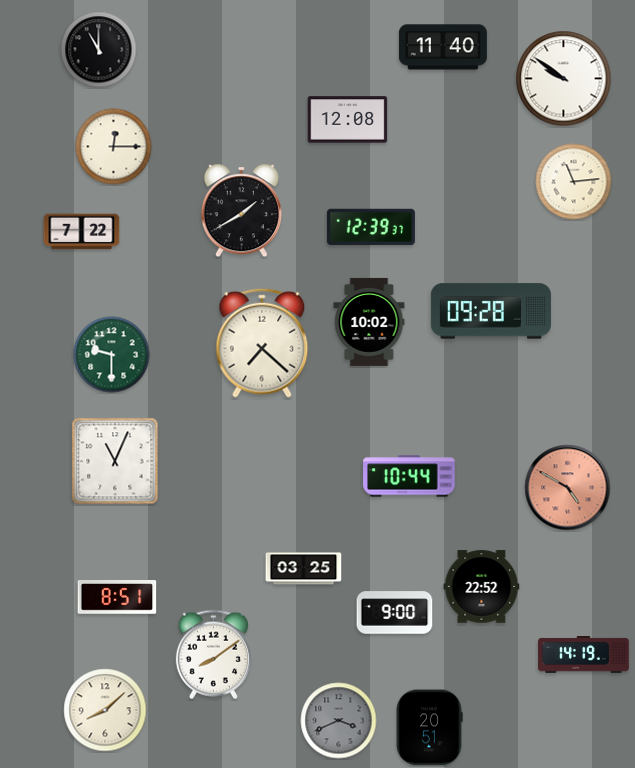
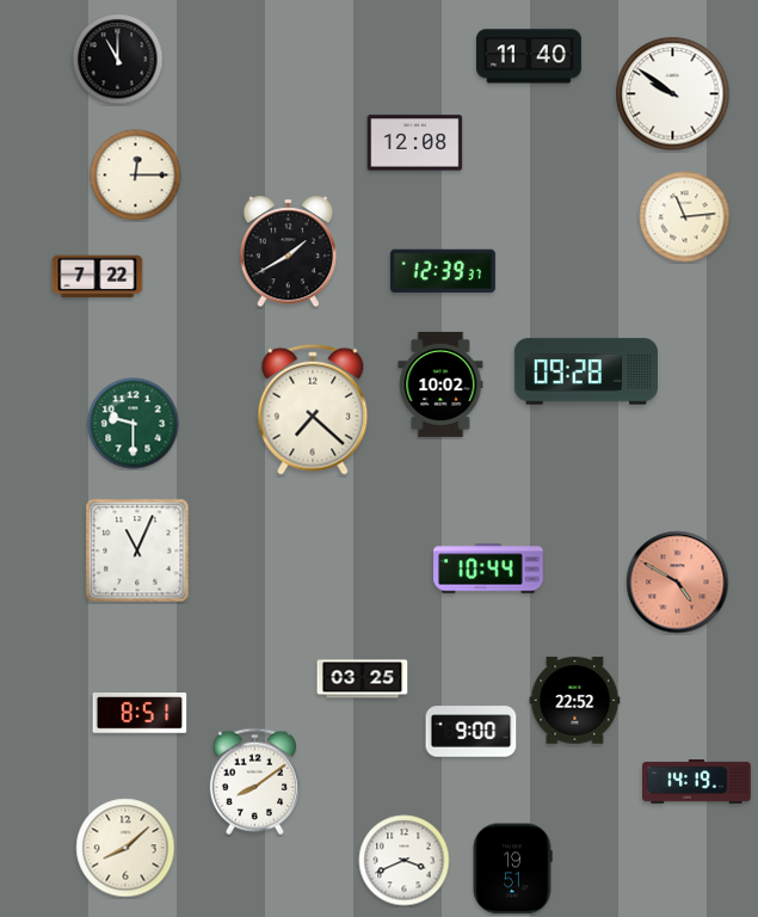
clock at (339, 721) dial: grey -> white
clock at (429, 728): 20:51 -> 19:51
